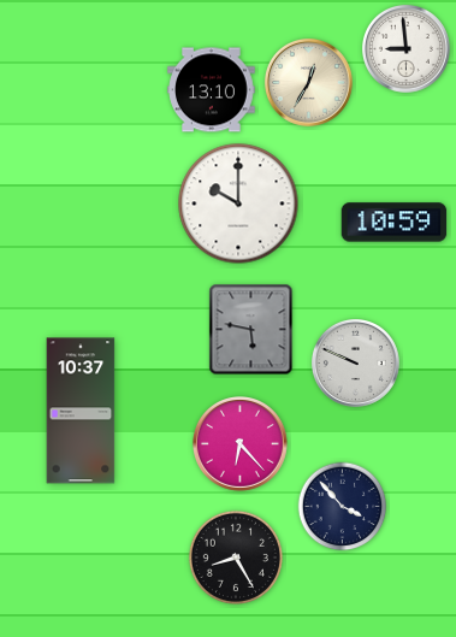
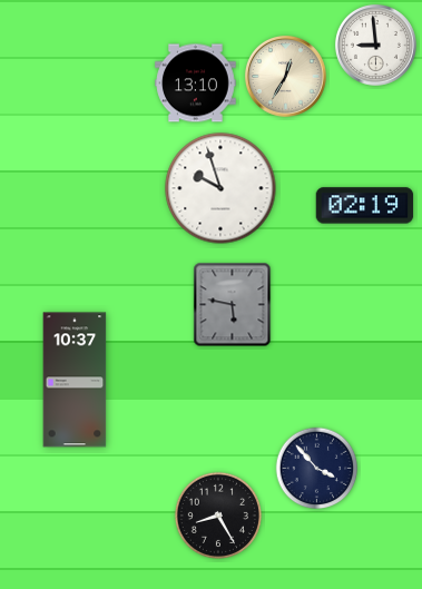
clock at (238, 204): 10:00 -> 9:57
clock at (395, 223): 10:59 -> 02:19
clock at (355, 362): 9:49 -> none
clock at (241, 444): 6:23 -> none
